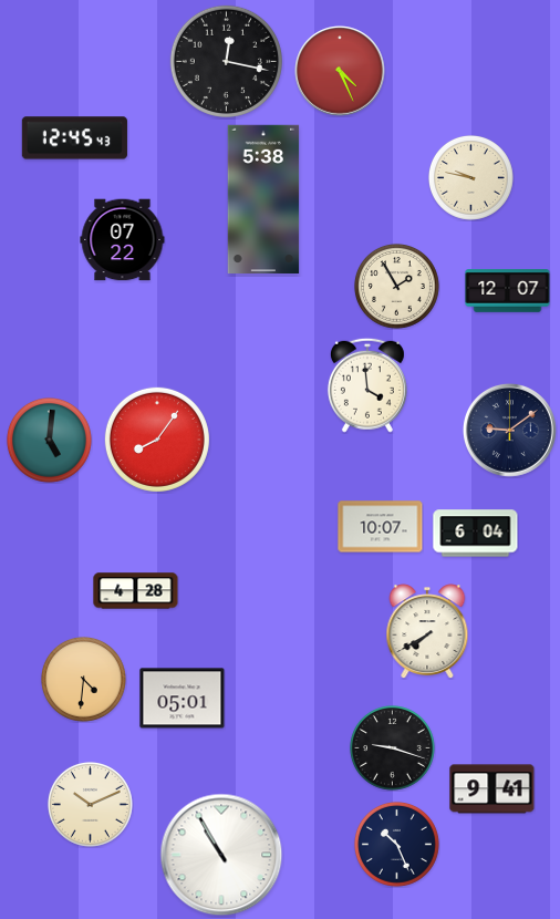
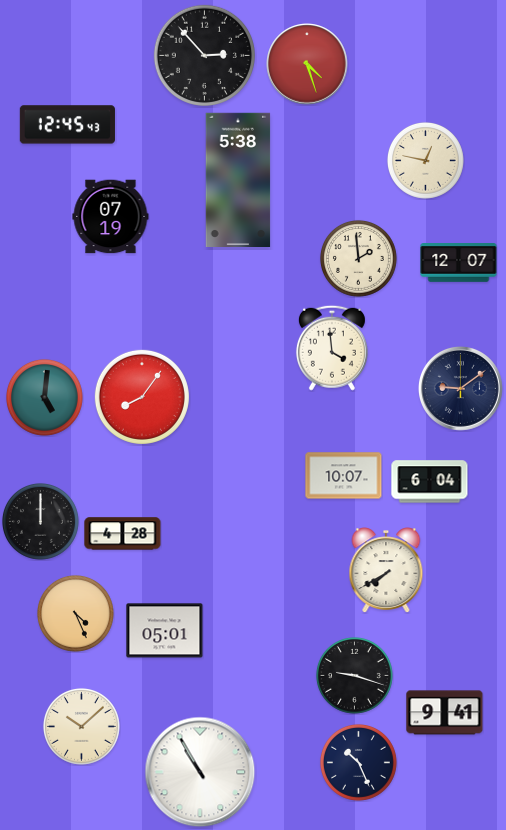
clock at (226, 61): 12:17 -> 2:53
clock at (340, 71): 4:26 -> 4:27
clock at (470, 177): 9:47 -> 12:47
clock at (123, 240): 07:22 -> 07:19
clock at (396, 286): 1:55 -> 1:59
clock at (40, 521): none -> 12:00
clock at (83, 679): 4:31 -> 4:26
clock at (90, 804): 10:11 -> 10:08
